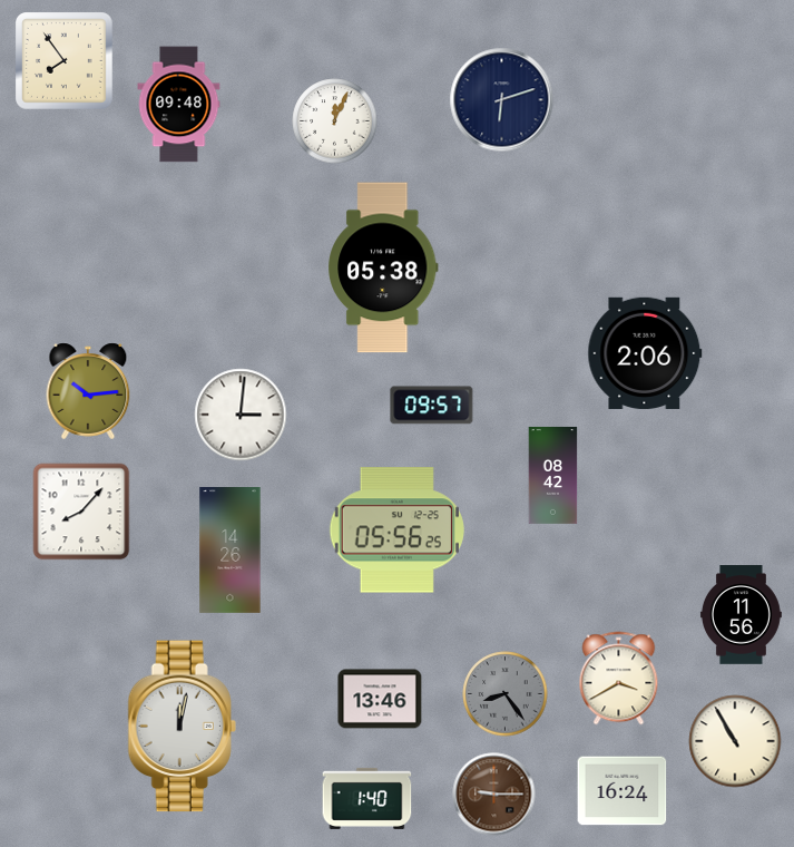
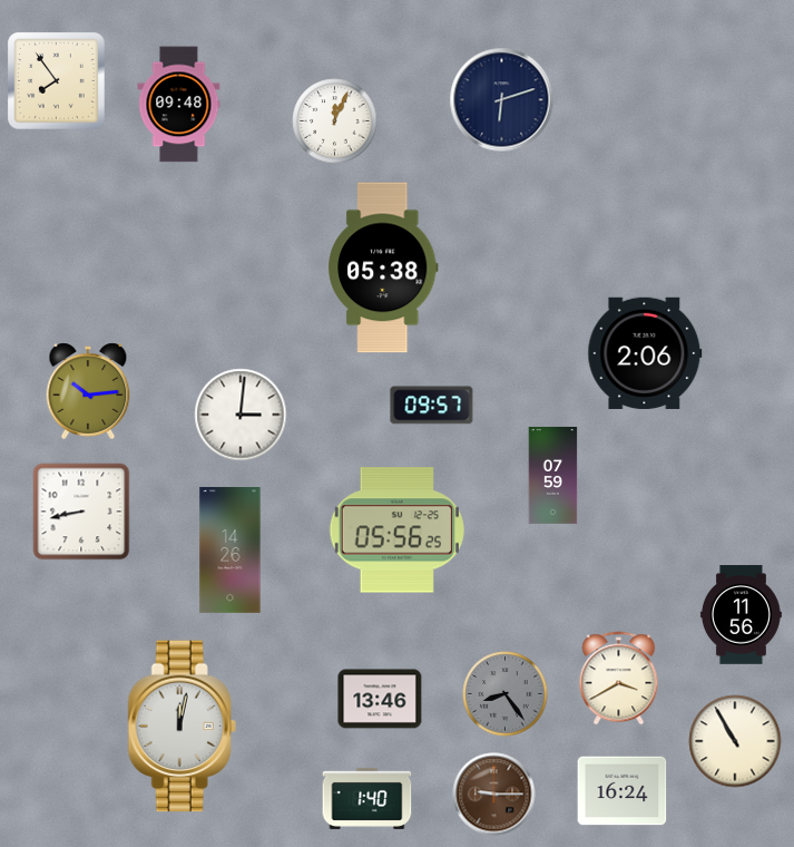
clock at (65, 61) position: (65, 61) -> (57, 81)
clock at (553, 475): 08:42 -> 07:59
clock at (81, 512): 8:07 -> 8:43
